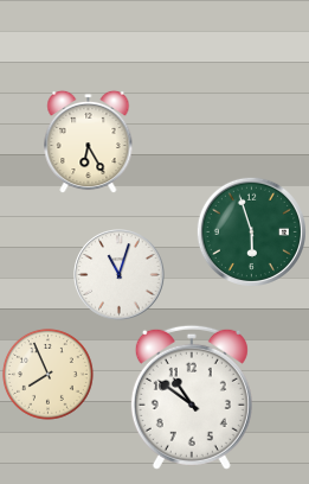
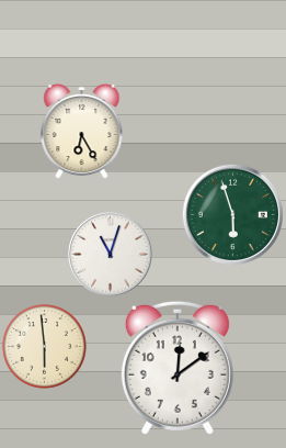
clock at (47, 374): 7:56 -> 5:59
clock at (192, 397): 10:51 -> 12:09
